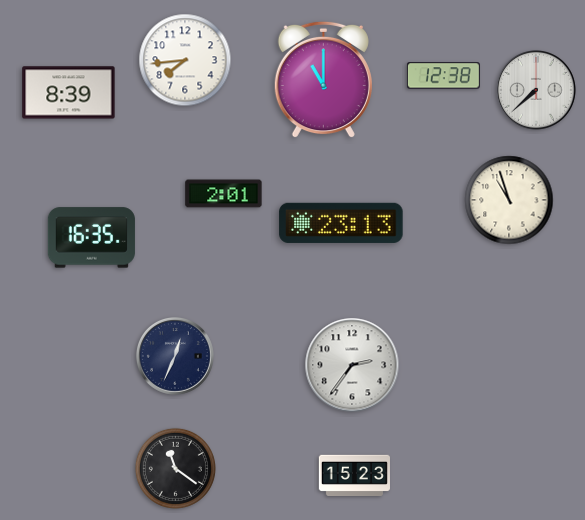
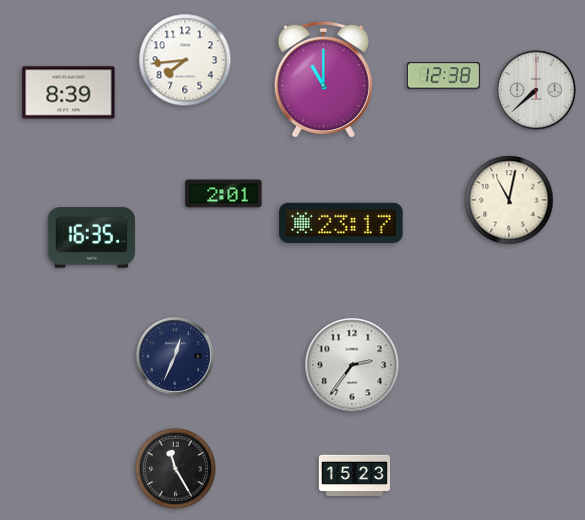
clock at (509, 200): 10:57 -> 11:02
clock at (341, 223): 23:13 -> 23:17
clock at (175, 468): 11:21 -> 11:25
